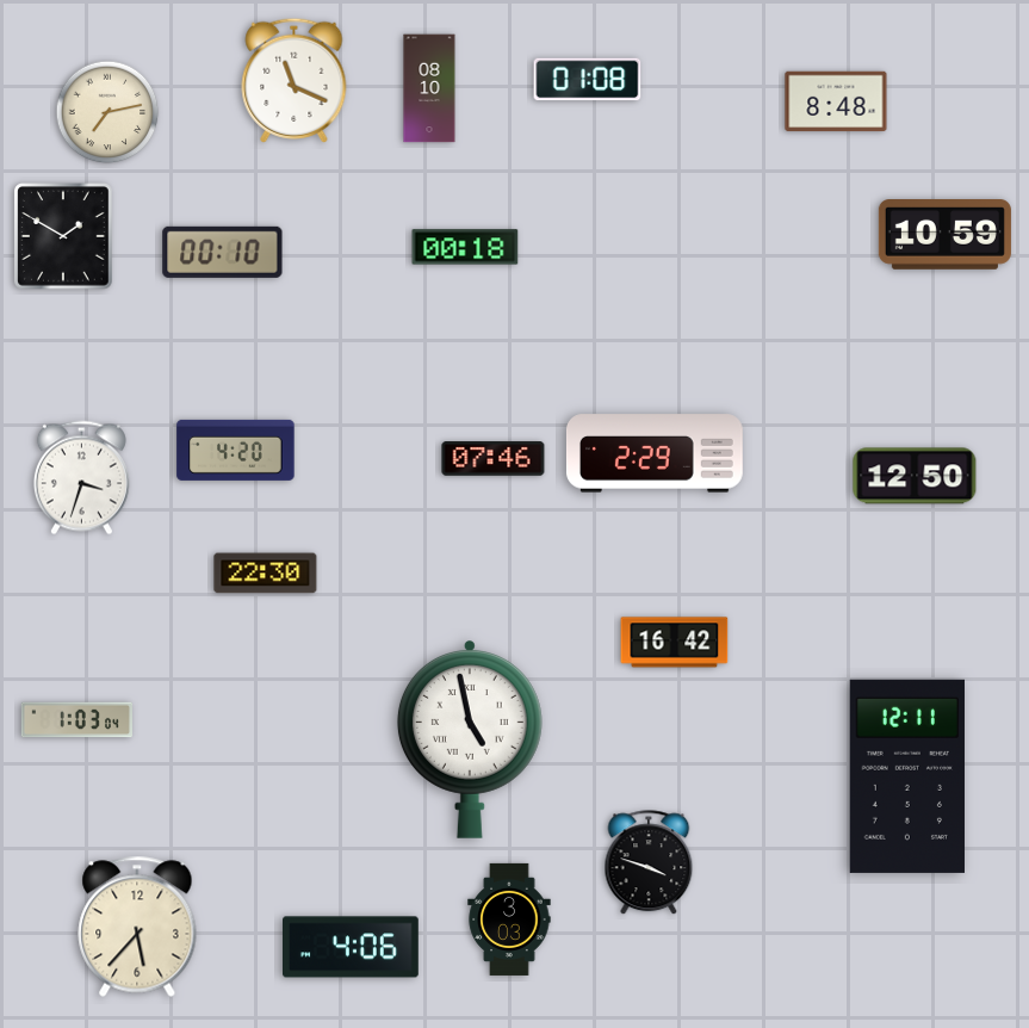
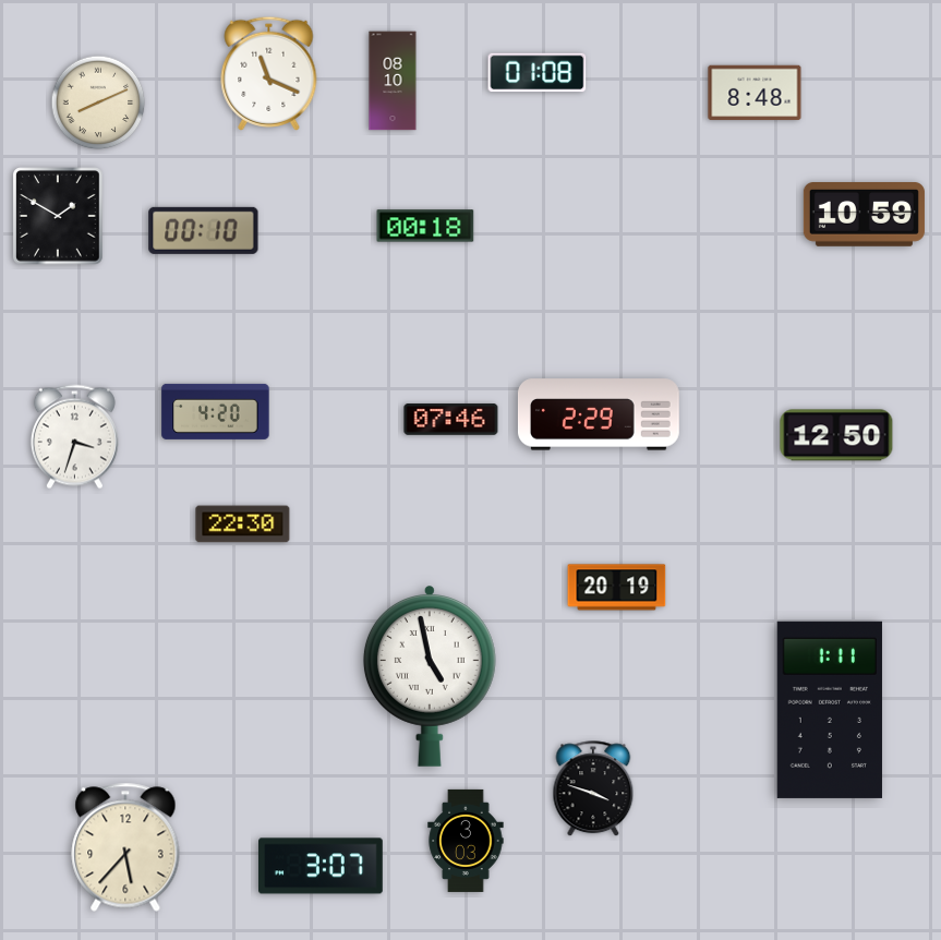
clock at (836, 101) position: (836, 101) -> (755, 93)
clock at (107, 112): 7:13 -> 8:11
clock at (675, 643): 16:42 -> 20:19
clock at (76, 720): 1:03 -> none
clock at (906, 776): 12:11 -> 1:11
clock at (352, 947): 4:06 -> 3:07
